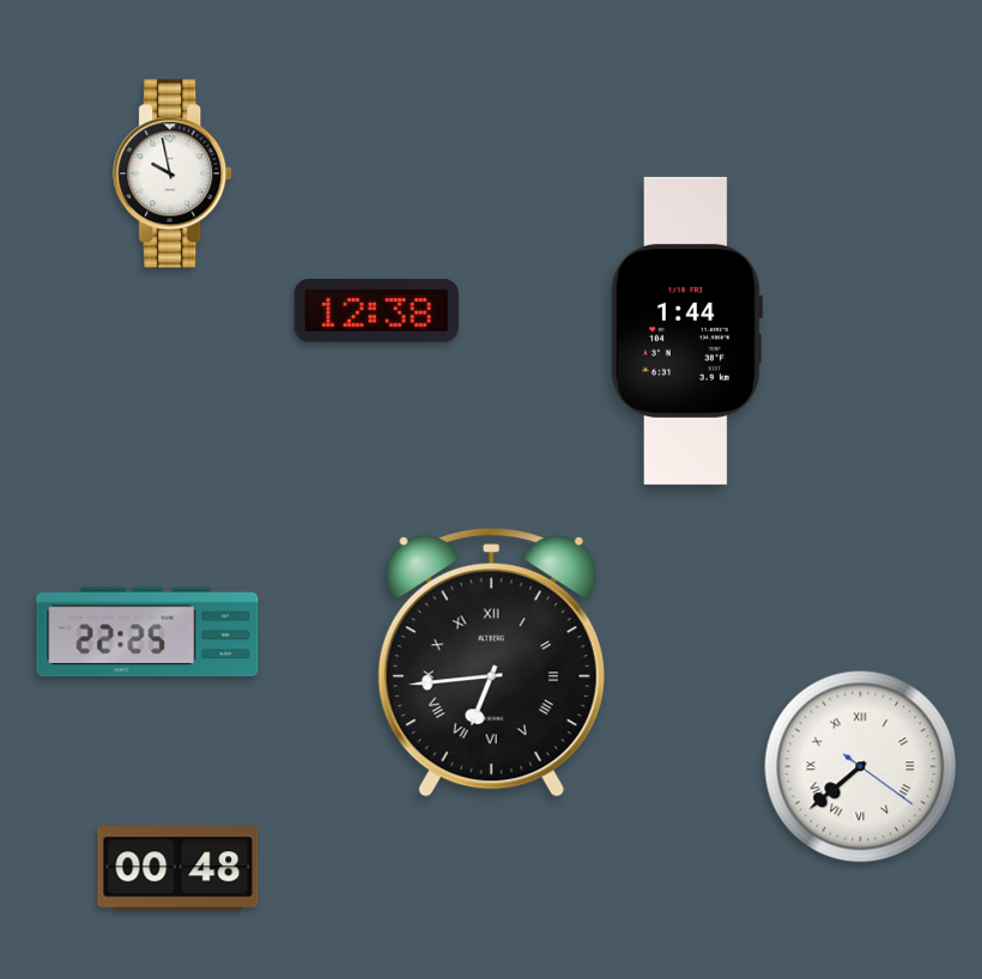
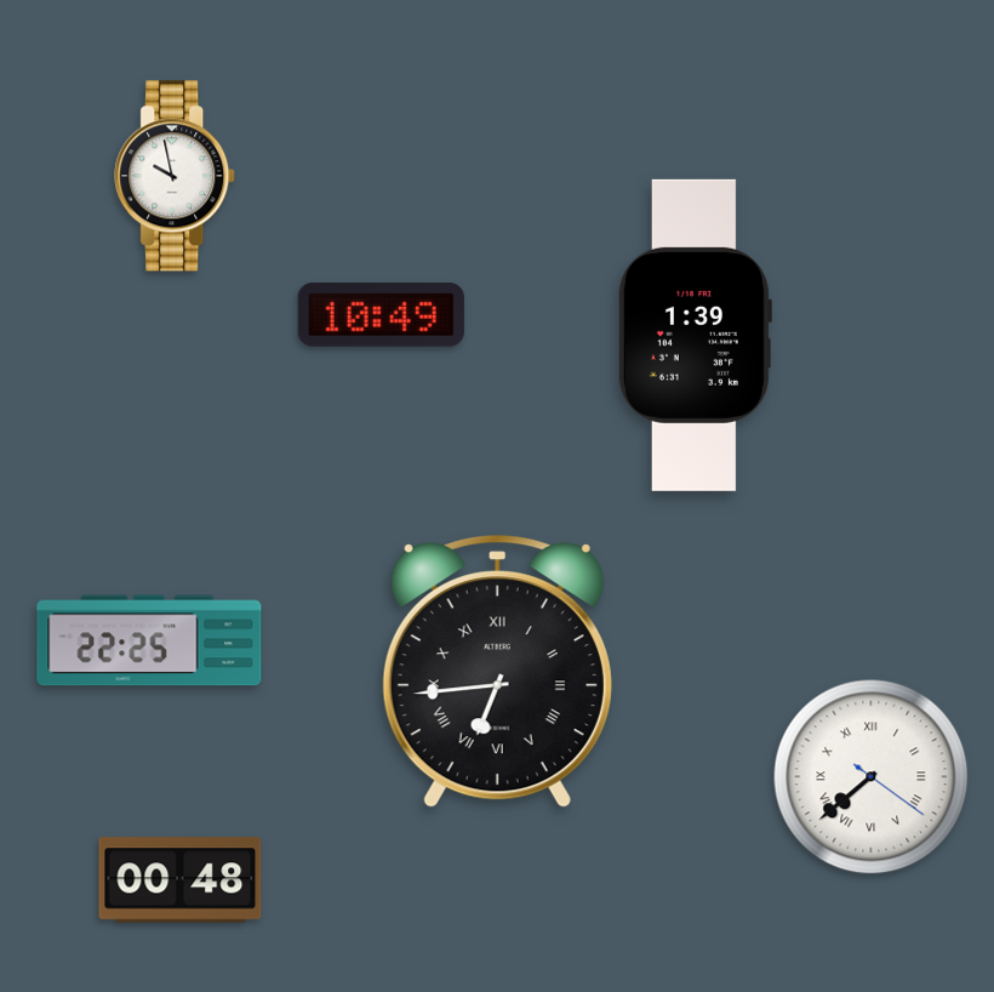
clock at (376, 311): 12:38 -> 10:49
clock at (686, 330): 1:44 -> 1:39
